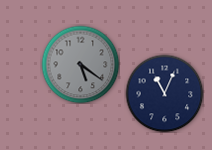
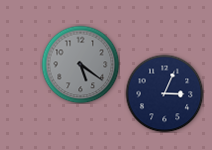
clock at (164, 93): 11:04 -> 3:04
